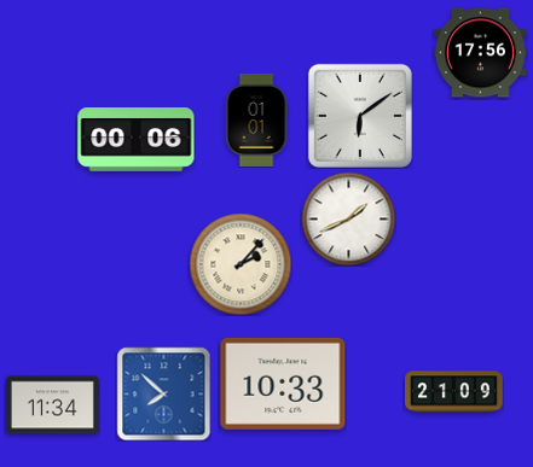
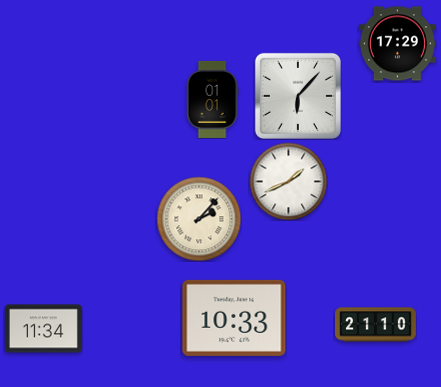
clock at (480, 53): 17:56 -> 17:29
clock at (360, 116): 6:09 -> 6:07
clock at (137, 140): 00:06 -> none
clock at (454, 392): 21:09 -> 21:10
clock at (163, 393): 7:52 -> none
clock at (52, 405) position: (52, 405) -> (43, 329)
